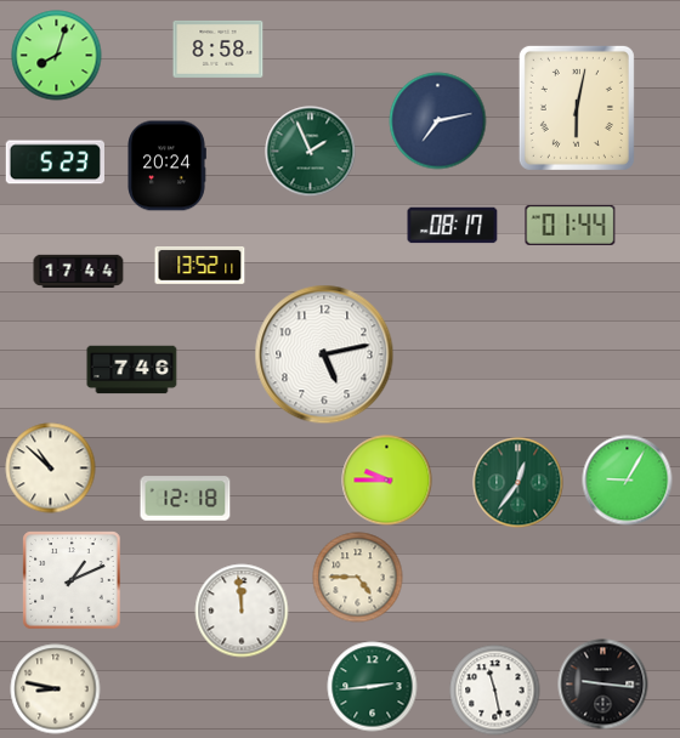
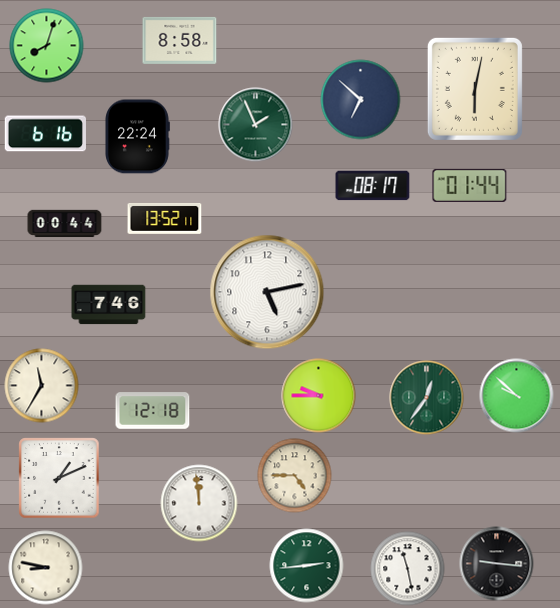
clock at (438, 121): 7:13 -> 6:52
clock at (55, 163): 5:23 -> 6:16
clock at (166, 166): 20:24 -> 22:24
clock at (79, 272): 17:44 -> 00:44
clock at (51, 469): 10:52 -> 11:35
clock at (628, 481): 9:05 -> 9:52
